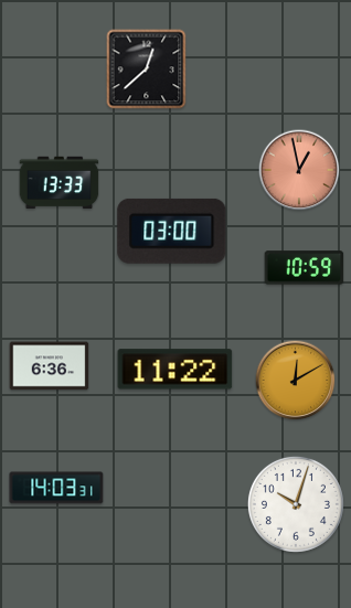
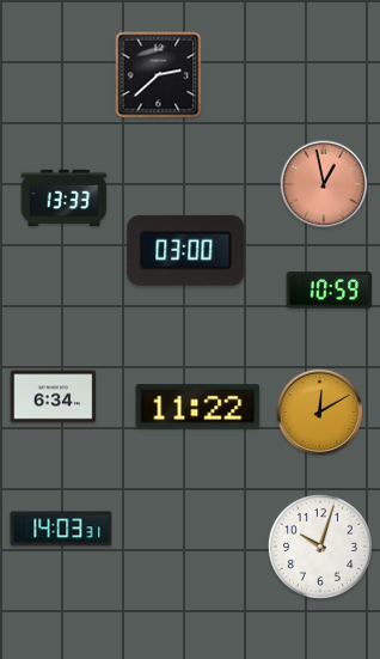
clock at (147, 70): 12:38 -> 2:38
clock at (50, 366): 6:36 -> 6:34
clock at (175, 370) position: (175, 370) -> (198, 407)
